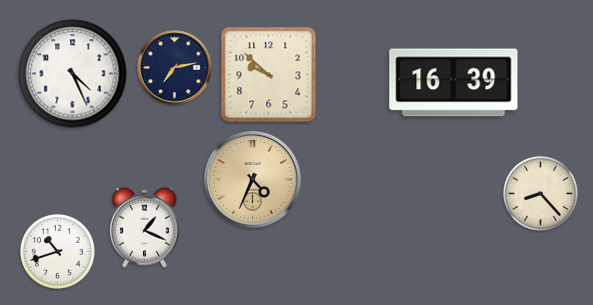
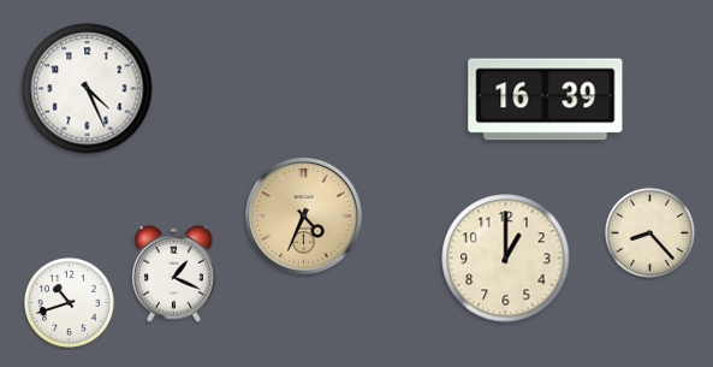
clock at (175, 68): 7:13 -> none
clock at (269, 75): 9:52 -> none
clock at (506, 259): none -> 1:00
